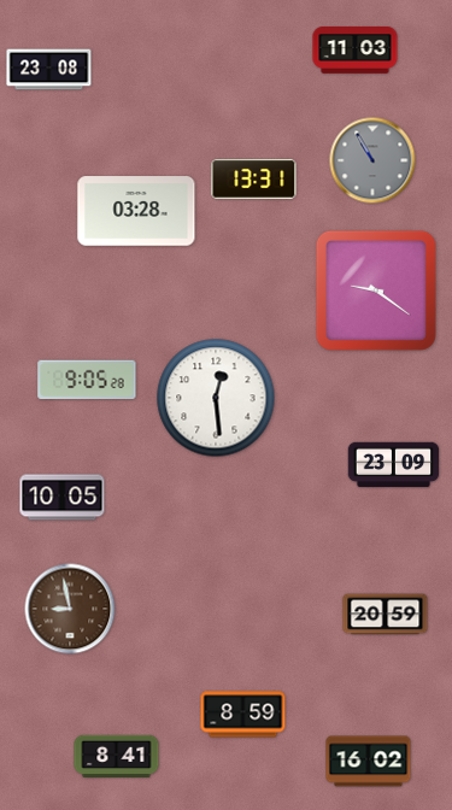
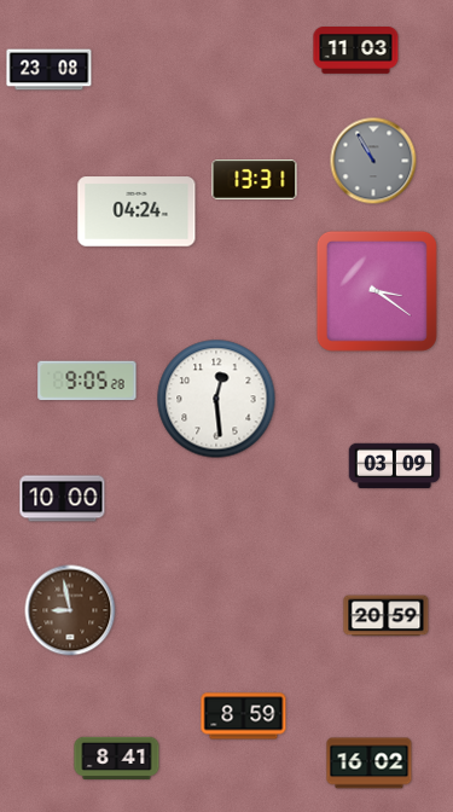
clock at (136, 211): 03:28 -> 04:24
clock at (376, 290): 9:21 -> 3:21
clock at (394, 465): 23:09 -> 03:09
clock at (63, 498): 10:05 -> 10:00
